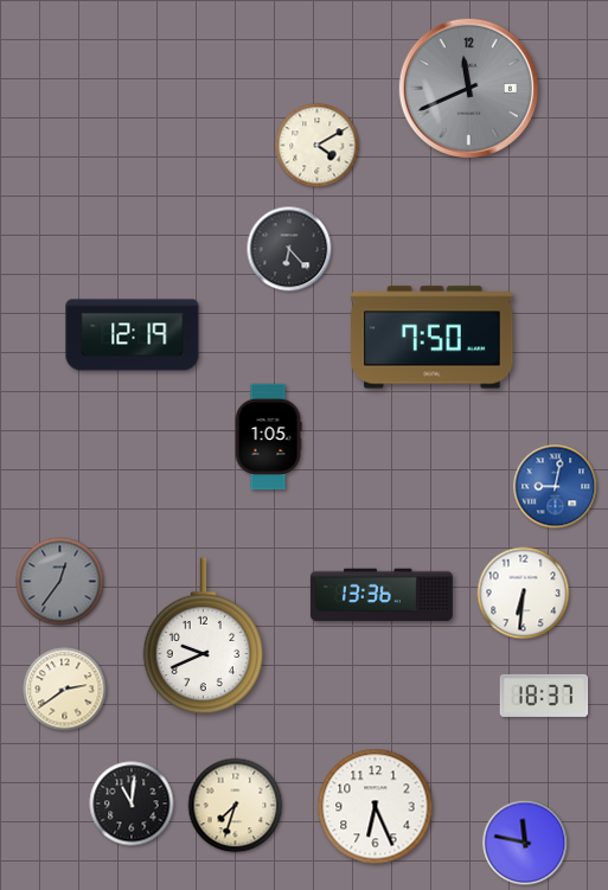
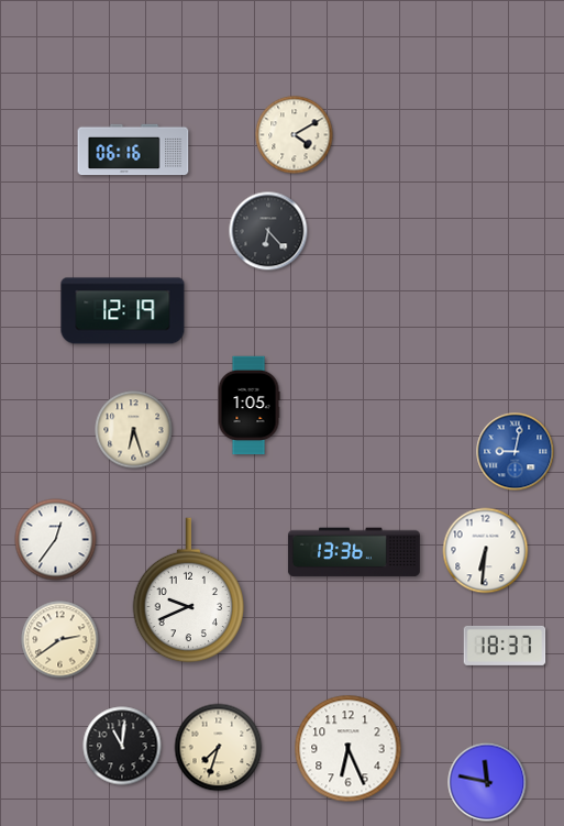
clock at (468, 88): 11:41 -> none
clock at (133, 150): none -> 06:16
clock at (433, 338): 7:50 -> none
clock at (134, 430): none -> 6:27
clock at (60, 582) dial: grey -> white
